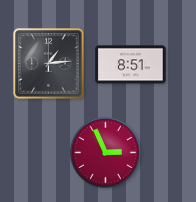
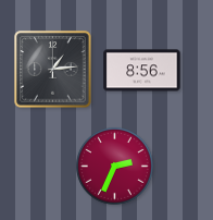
clock at (131, 65): 8:51 -> 8:56
clock at (105, 152): 2:56 -> 2:34
